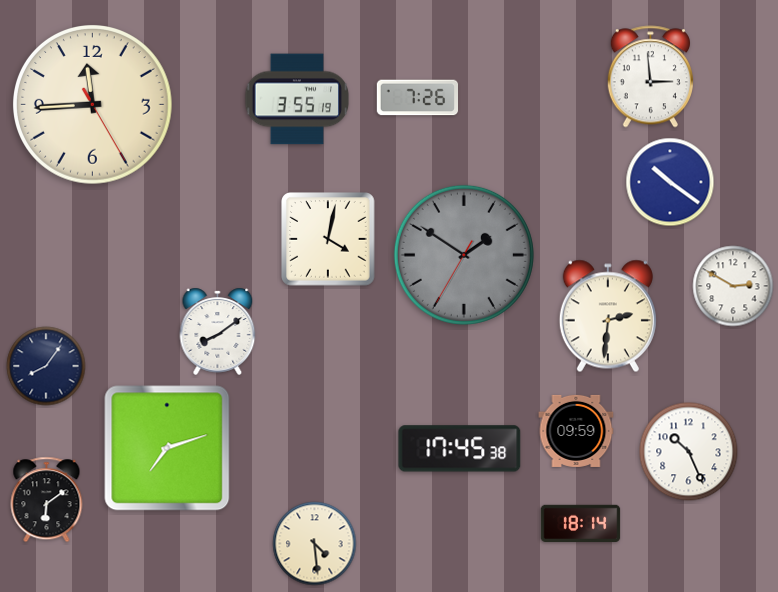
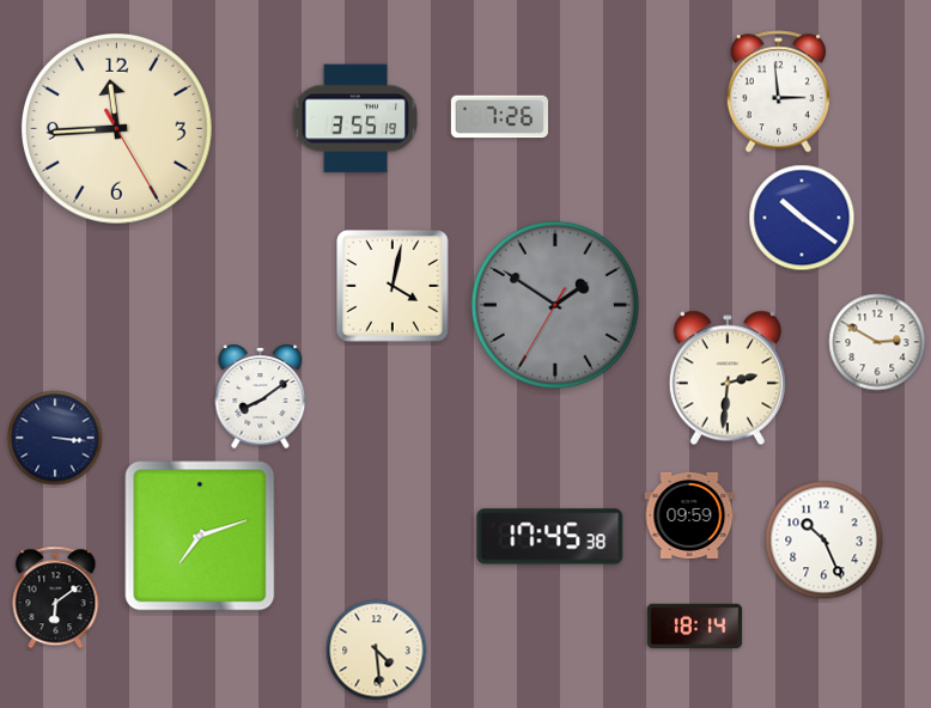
clock at (93, 105) position: (93, 105) -> (117, 129)
clock at (46, 366): 8:06 -> 3:16
